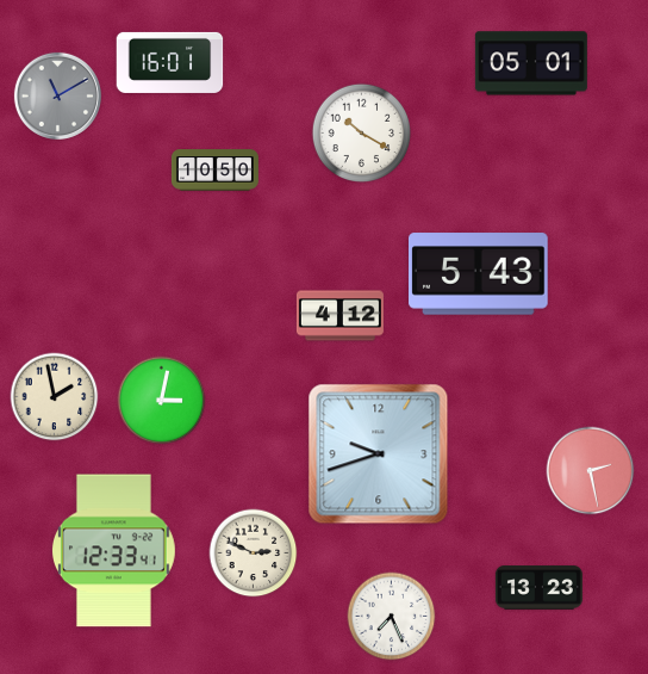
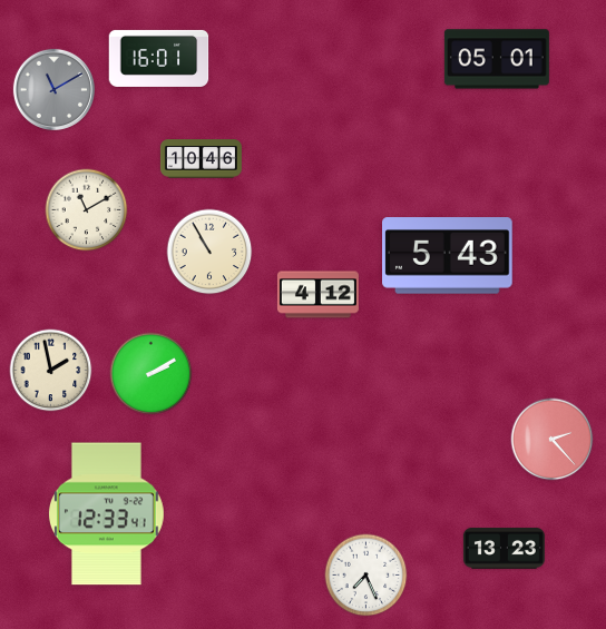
clock at (361, 132): 10:20 -> none
clock at (214, 171): 10:50 -> 10:46
clock at (87, 210): none -> 11:10
clock at (209, 252): none -> 10:55
clock at (162, 401): 3:02 -> 2:10
clock at (379, 455): 9:42 -> none
clock at (591, 471): 2:28 -> 2:23
clock at (254, 554): 2:49 -> none
